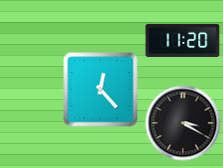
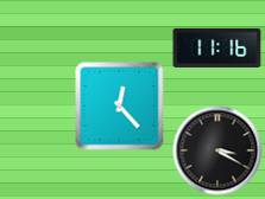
clock at (183, 40): 11:20 -> 11:16
clock at (183, 123) position: (183, 123) -> (217, 150)
